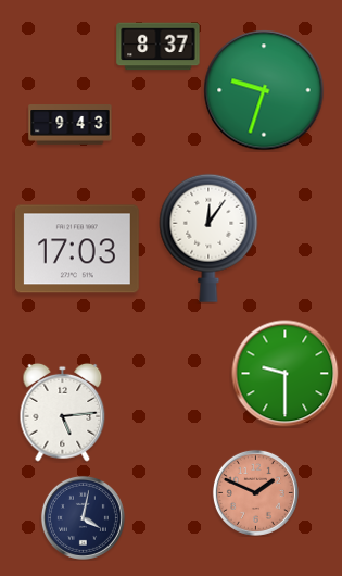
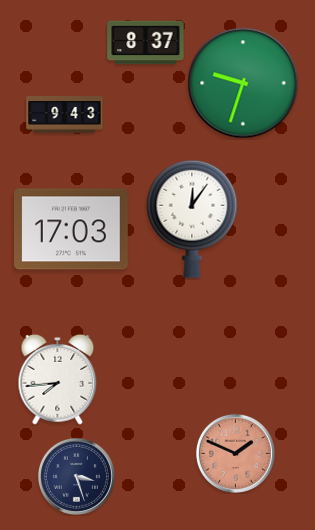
clock at (286, 374): 9:30 -> none
clock at (63, 412): 5:14 -> 7:44
clock at (83, 517): 4:02 -> 3:27
